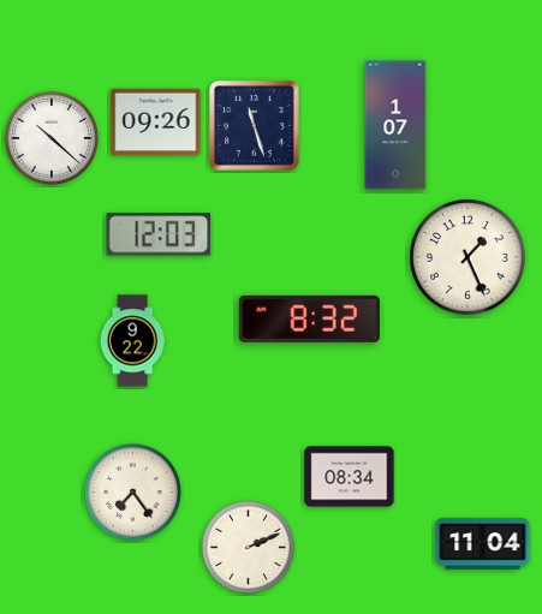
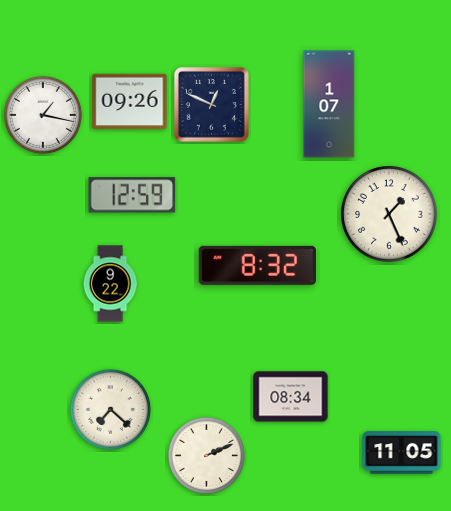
clock at (254, 125): 11:27 -> 12:49
clock at (52, 138): 10:22 -> 1:17
clock at (159, 234): 12:03 -> 12:59
clock at (132, 491): 7:24 -> 7:22
clock at (483, 544): 11:04 -> 11:05
